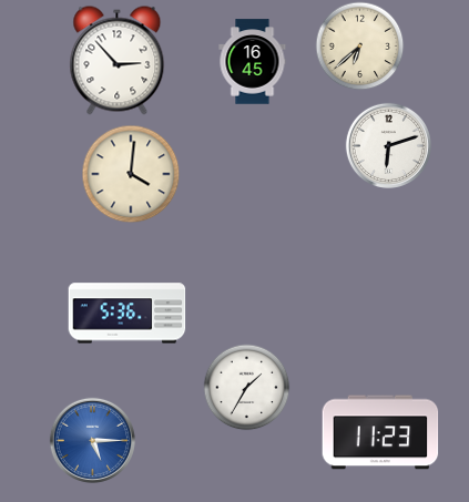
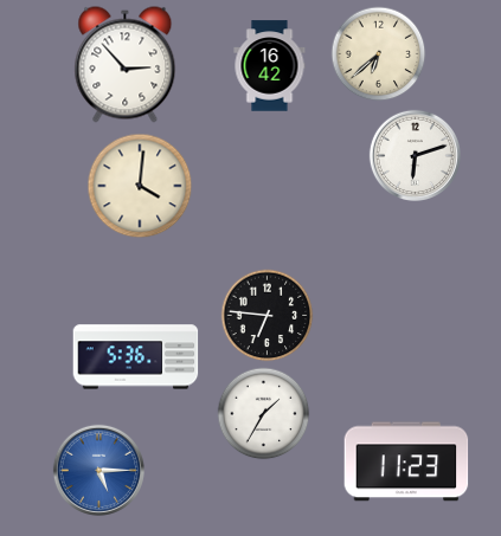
clock at (359, 45) position: (359, 45) -> (378, 53)
clock at (253, 62): 16:45 -> 16:42
clock at (266, 315): none -> 6:46
clock at (128, 314) position: (128, 314) -> (136, 357)
